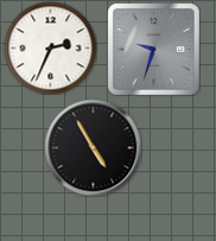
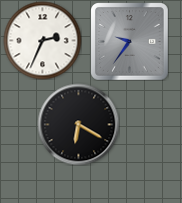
clock at (153, 49): 9:33 -> 9:36
clock at (93, 147): 4:55 -> 6:20
